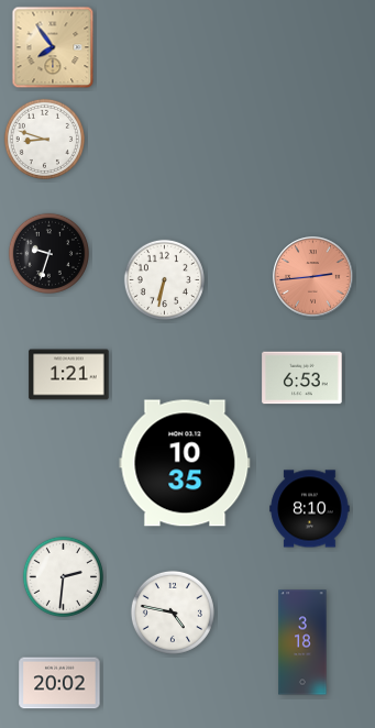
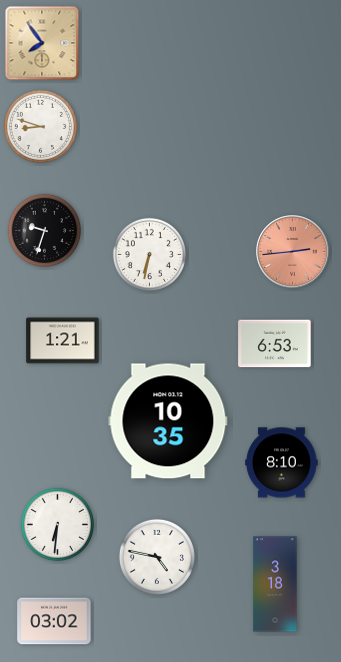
clock at (53, 47) position: (53, 47) -> (42, 43)
clock at (313, 277) position: (313, 277) -> (293, 252)
clock at (63, 576): 2:31 -> 6:31
clock at (59, 683): 20:02 -> 03:02
